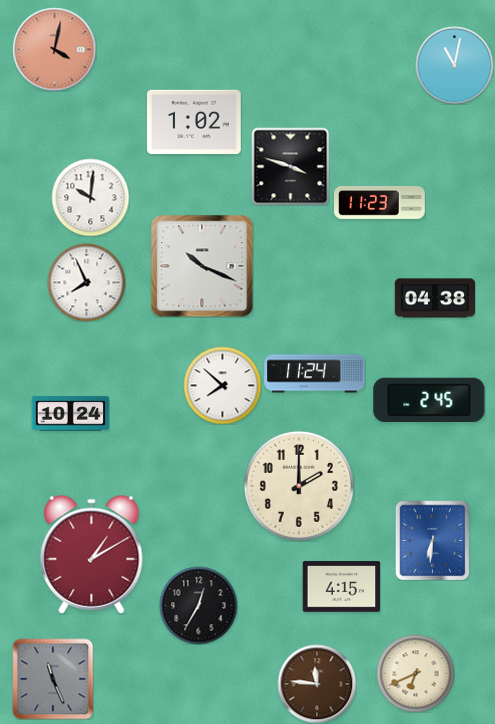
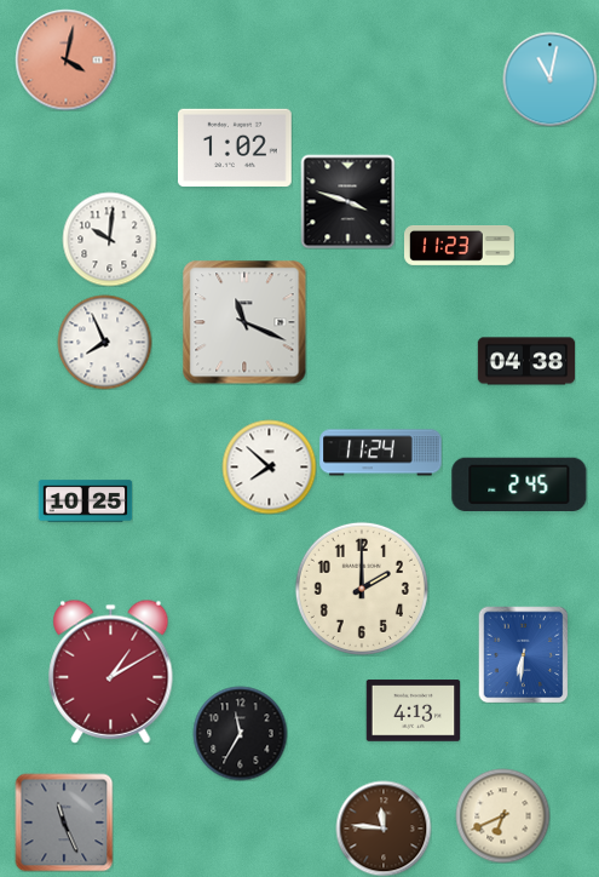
clock at (290, 166) position: (290, 166) -> (347, 201)
clock at (202, 266): 10:19 -> 11:19
clock at (70, 414): 10:24 -> 10:25
clock at (341, 587): 4:15 -> 4:13
clock at (198, 605): 12:35 -> 11:35
